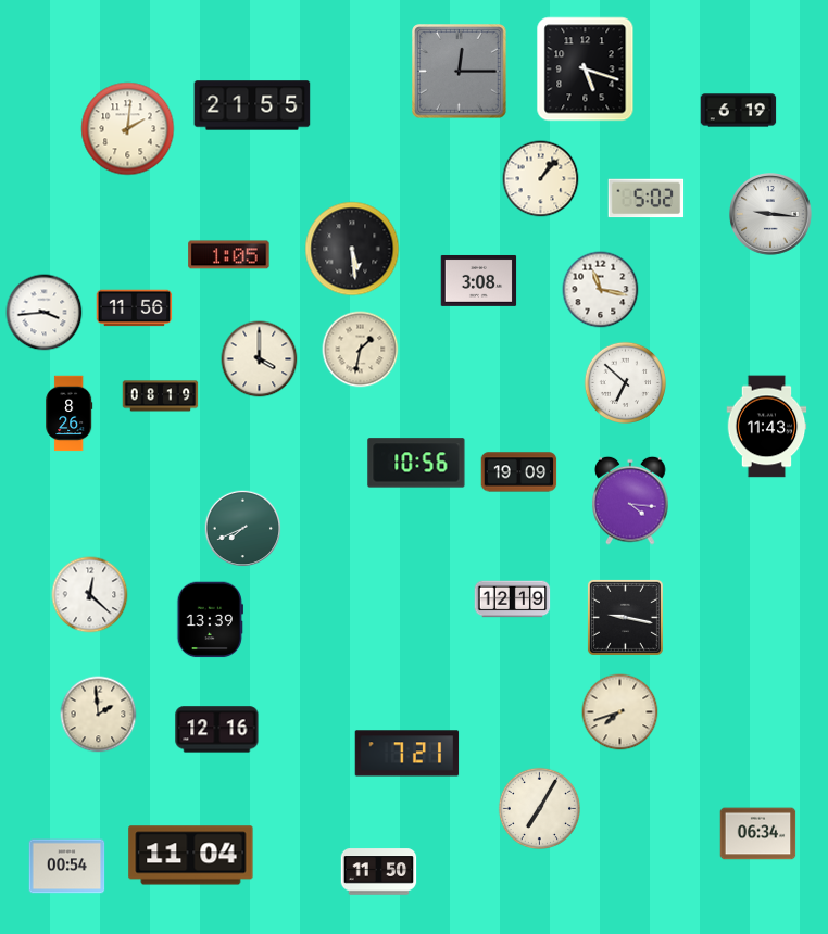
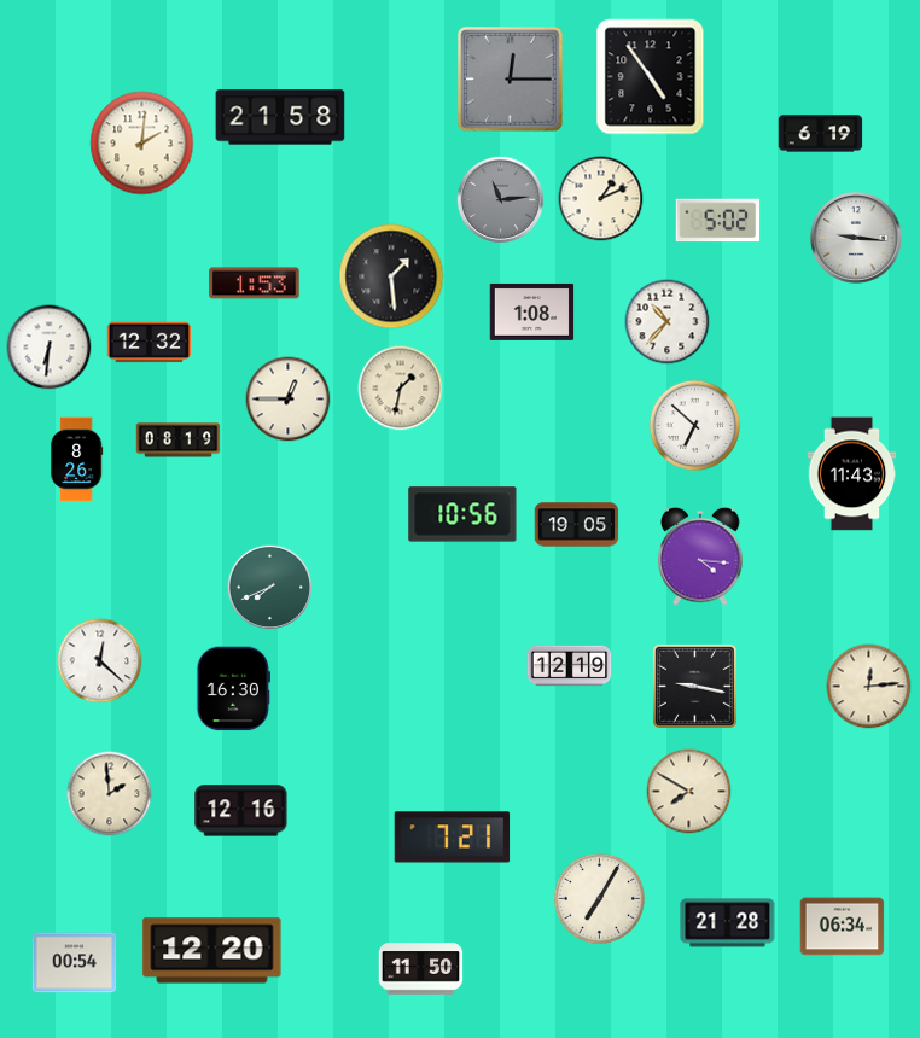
clock at (586, 70): 5:18 -> 4:54
clock at (252, 105): 21:55 -> 21:58
clock at (739, 111) position: (739, 111) -> (821, 134)
clock at (500, 199): none -> 11:14
clock at (541, 179): 1:07 -> 1:11
clock at (352, 249): 5:29 -> 1:29
clock at (229, 255): 1:05 -> 1:53
clock at (479, 280): 3:08 -> 1:08
clock at (601, 290): 11:17 -> 10:37
clock at (135, 308): 11:56 -> 12:32
clock at (45, 313): 3:44 -> 6:31
clock at (260, 359): 4:00 -> 12:45
clock at (519, 472): 19:09 -> 19:05
clock at (869, 687): none -> 12:14
clock at (210, 620): 13:39 -> 16:30
clock at (620, 712): 7:42 -> 7:50
clock at (728, 923): none -> 21:28
clock at (191, 856): 11:04 -> 12:20
